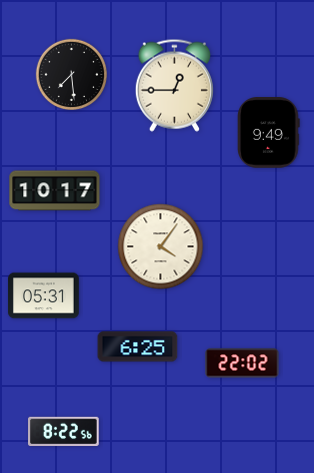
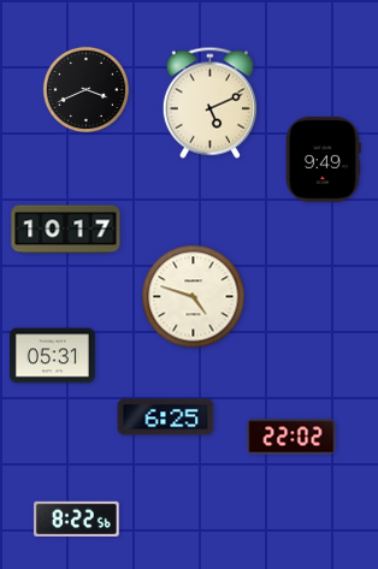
clock at (72, 75): 7:29 -> 3:41
clock at (174, 85): 12:45 -> 5:11
clock at (161, 247): 4:06 -> 4:48
